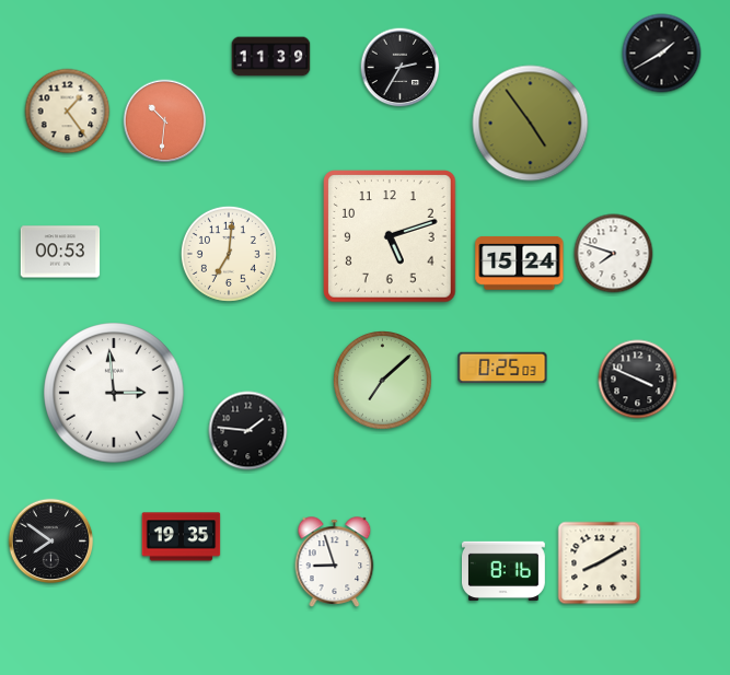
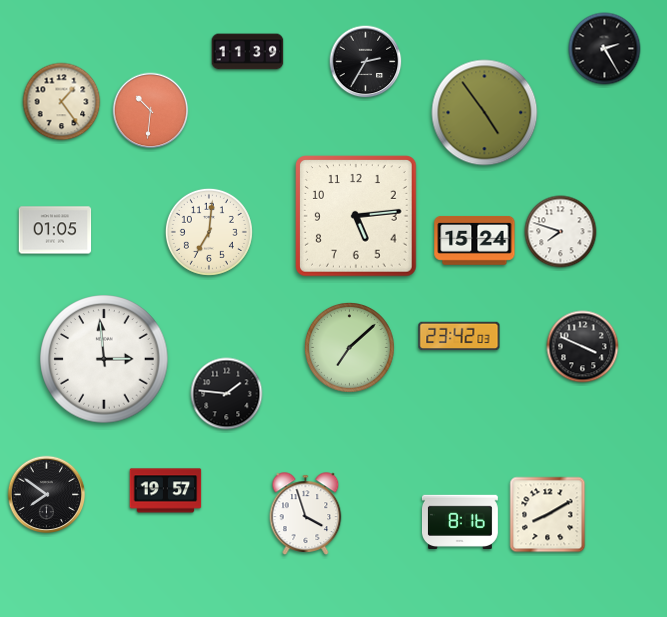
clock at (662, 54): 1:40 -> 2:25
clock at (390, 236): 5:12 -> 5:14
clock at (60, 252): 00:53 -> 01:05
clock at (502, 368): 0:25 -> 23:42
clock at (182, 537): 19:35 -> 19:57
clock at (335, 562): 8:57 -> 3:57
